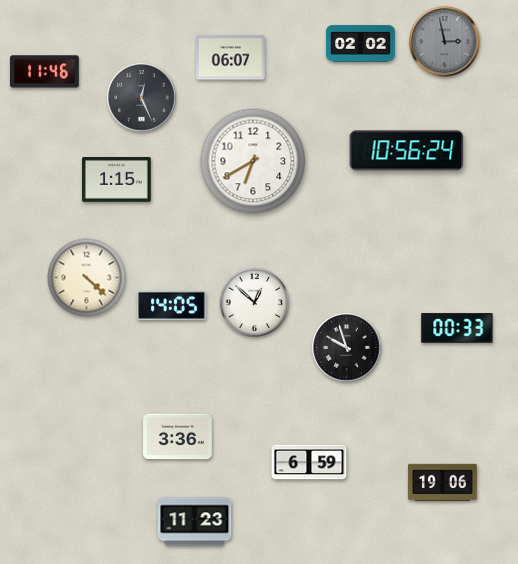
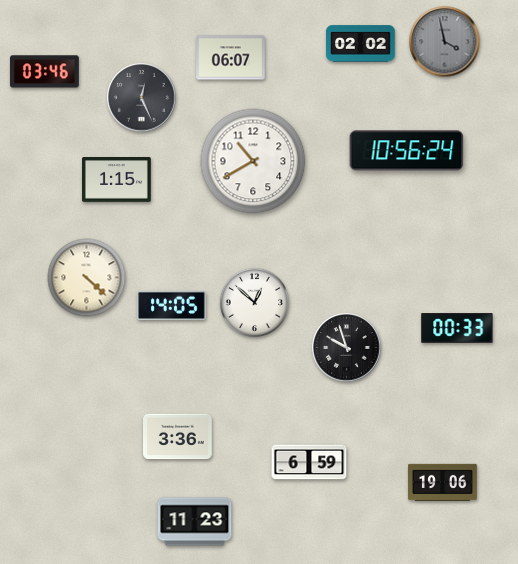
clock at (445, 42): 2:58 -> 3:58
clock at (45, 72): 11:46 -> 03:46
clock at (253, 161): 6:40 -> 10:40
